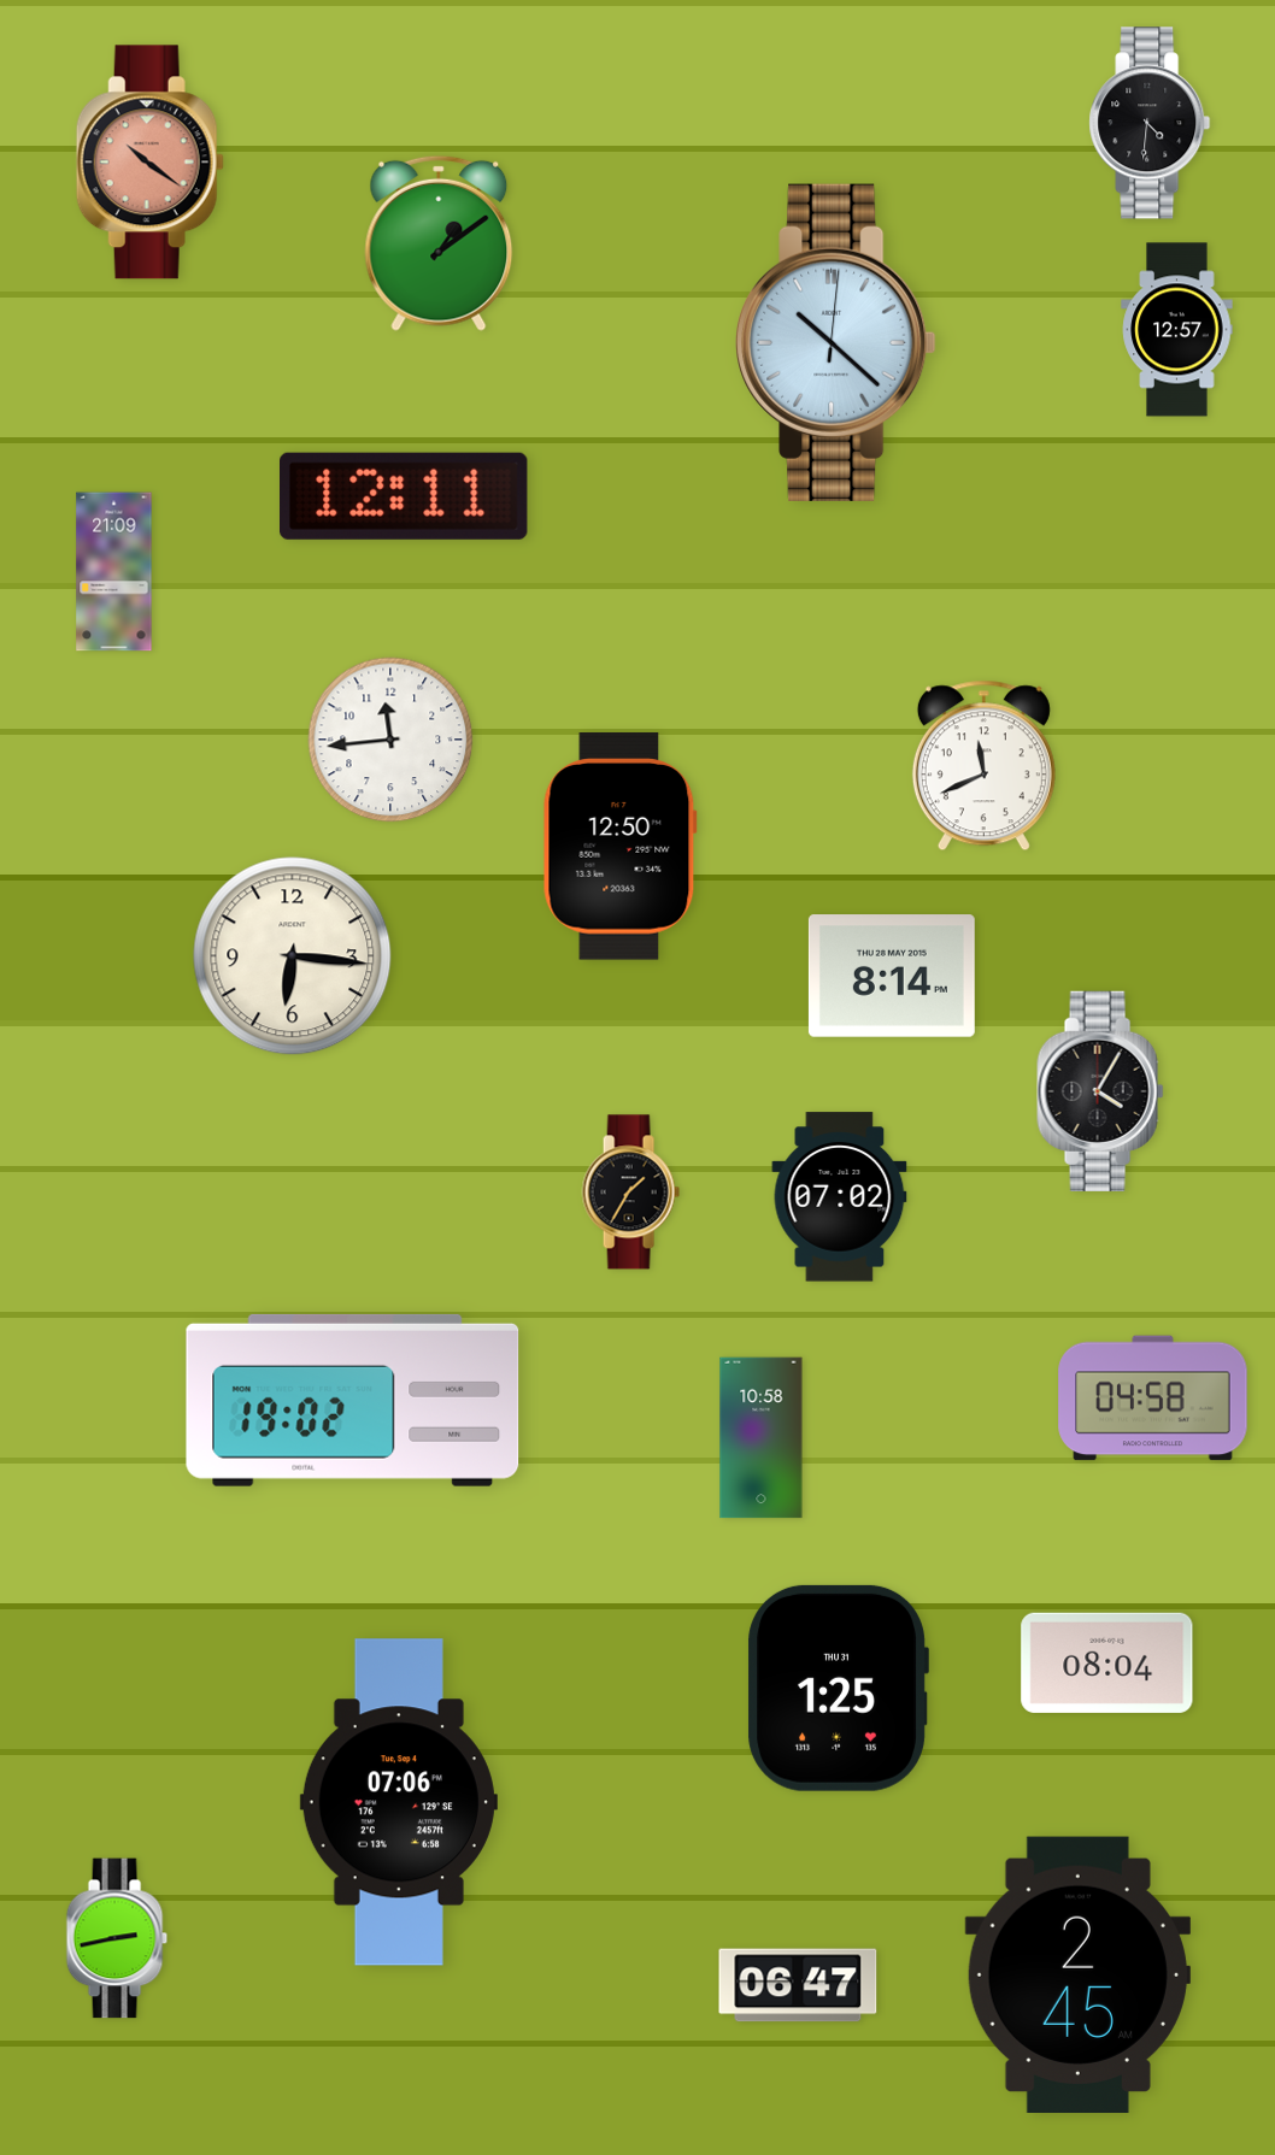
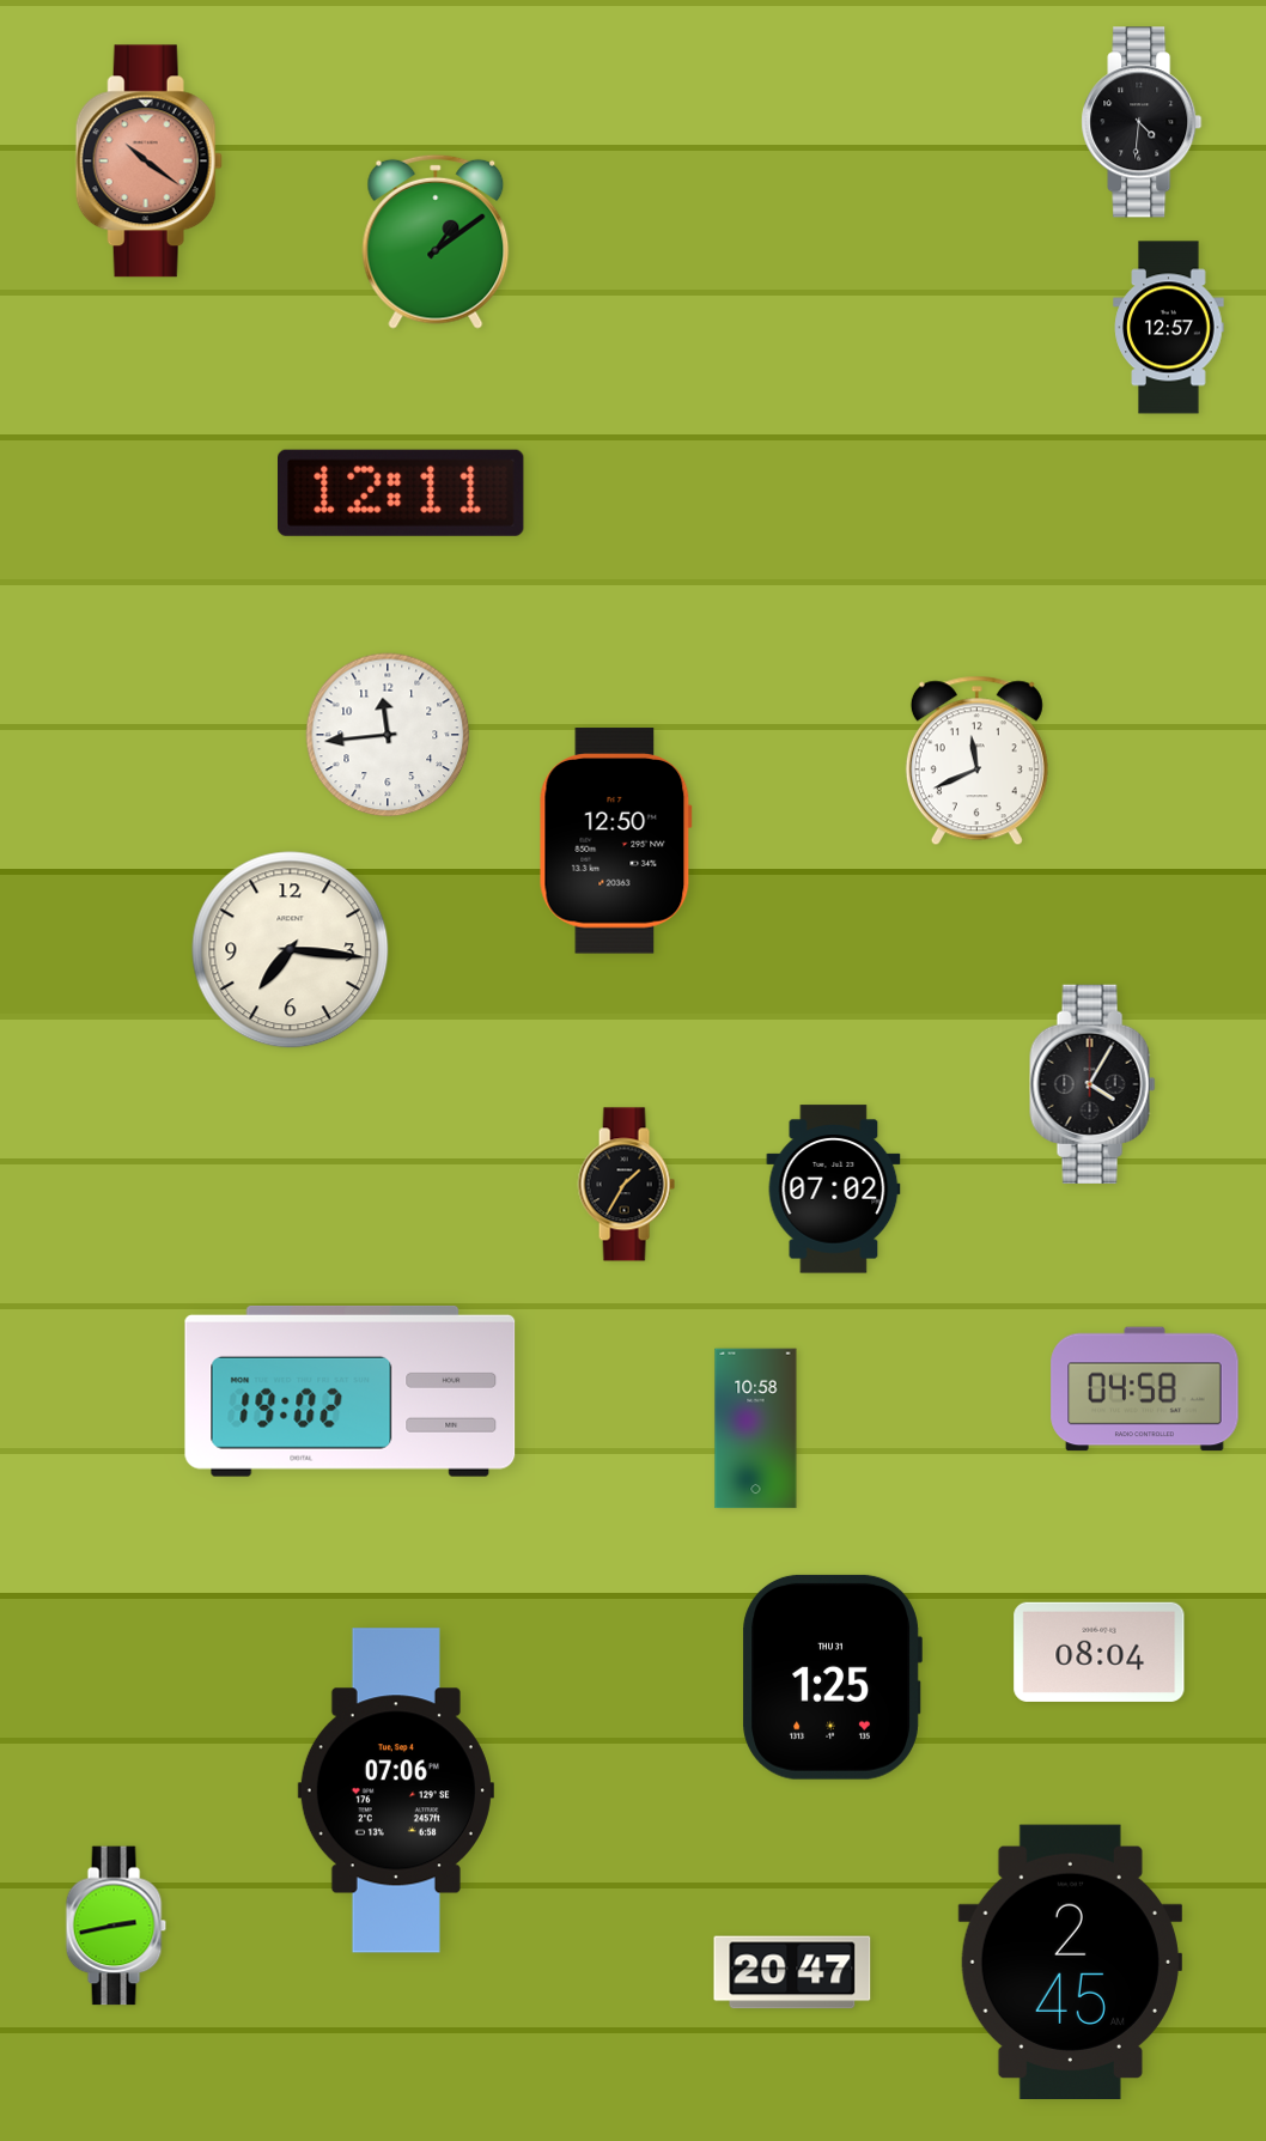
clock at (836, 342): 10:22 -> none
clock at (114, 572): 21:09 -> none
clock at (293, 956): 6:16 -> 7:16
clock at (892, 976): 8:14 -> none
clock at (798, 1985): 06:47 -> 20:47
